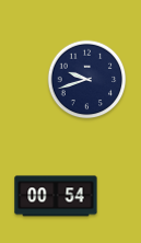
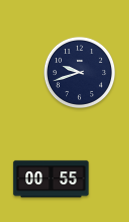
clock at (56, 196): 00:54 -> 00:55
